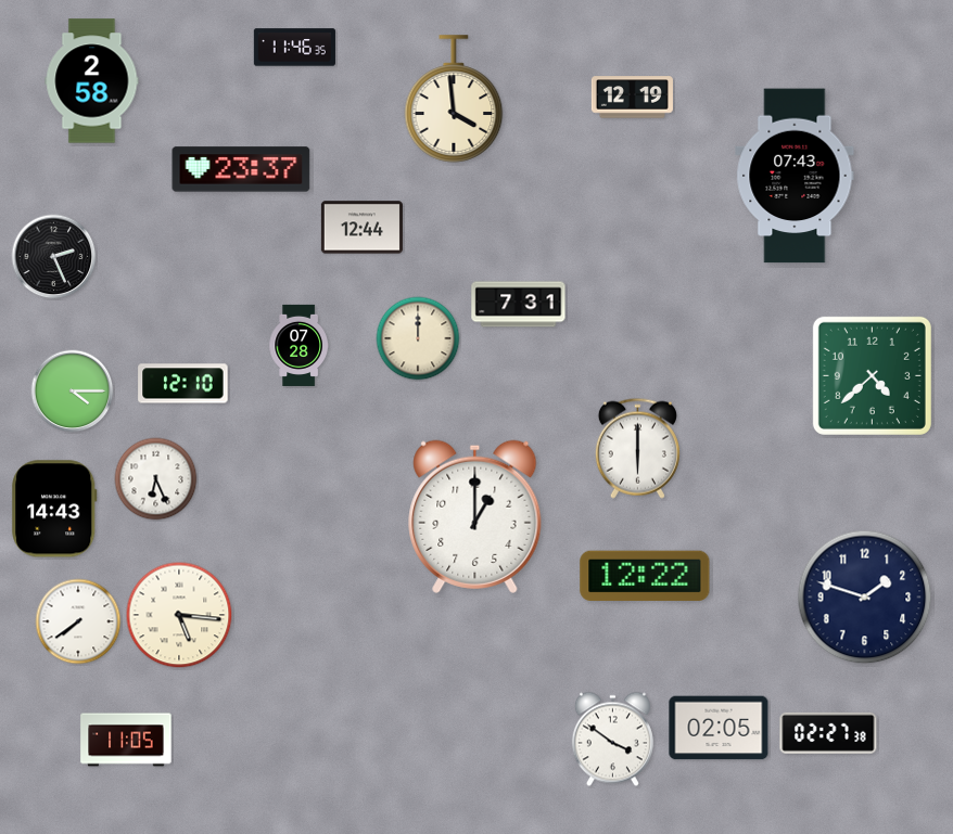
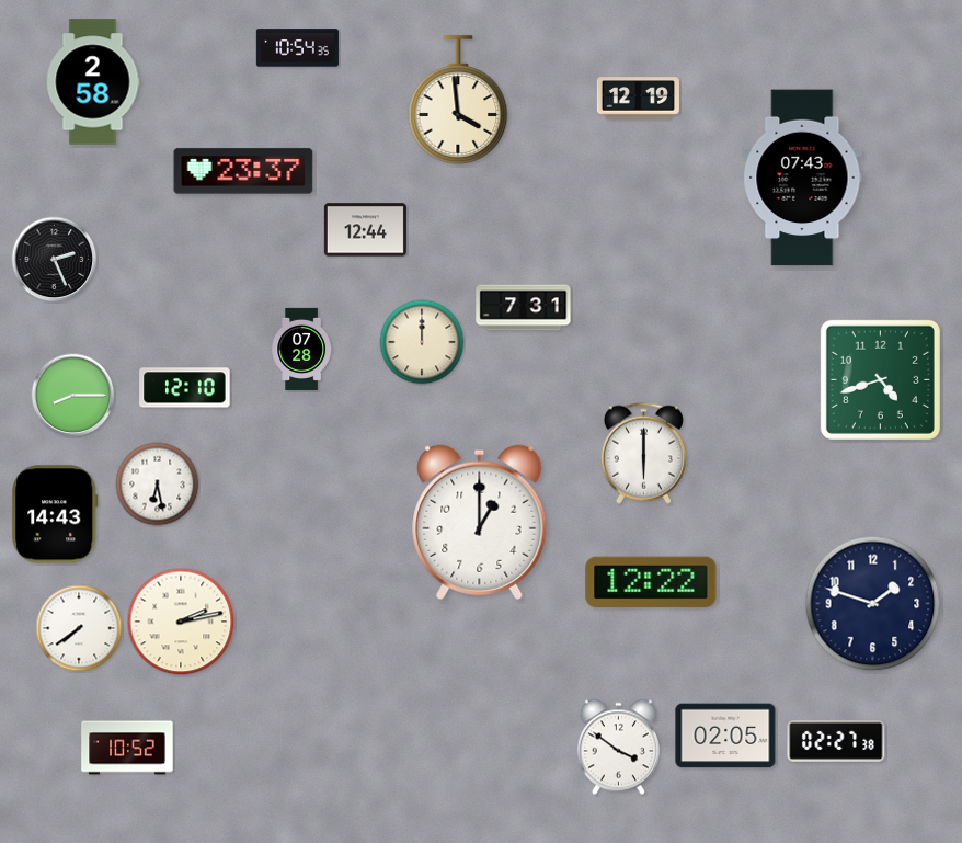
clock at (294, 48): 11:46 -> 10:54
clock at (872, 375): 4:38 -> 4:42
clock at (73, 392): 4:15 -> 8:15
clock at (156, 479): 6:26 -> 6:28
clock at (179, 615): 5:16 -> 2:13
clock at (126, 740): 11:05 -> 10:52
